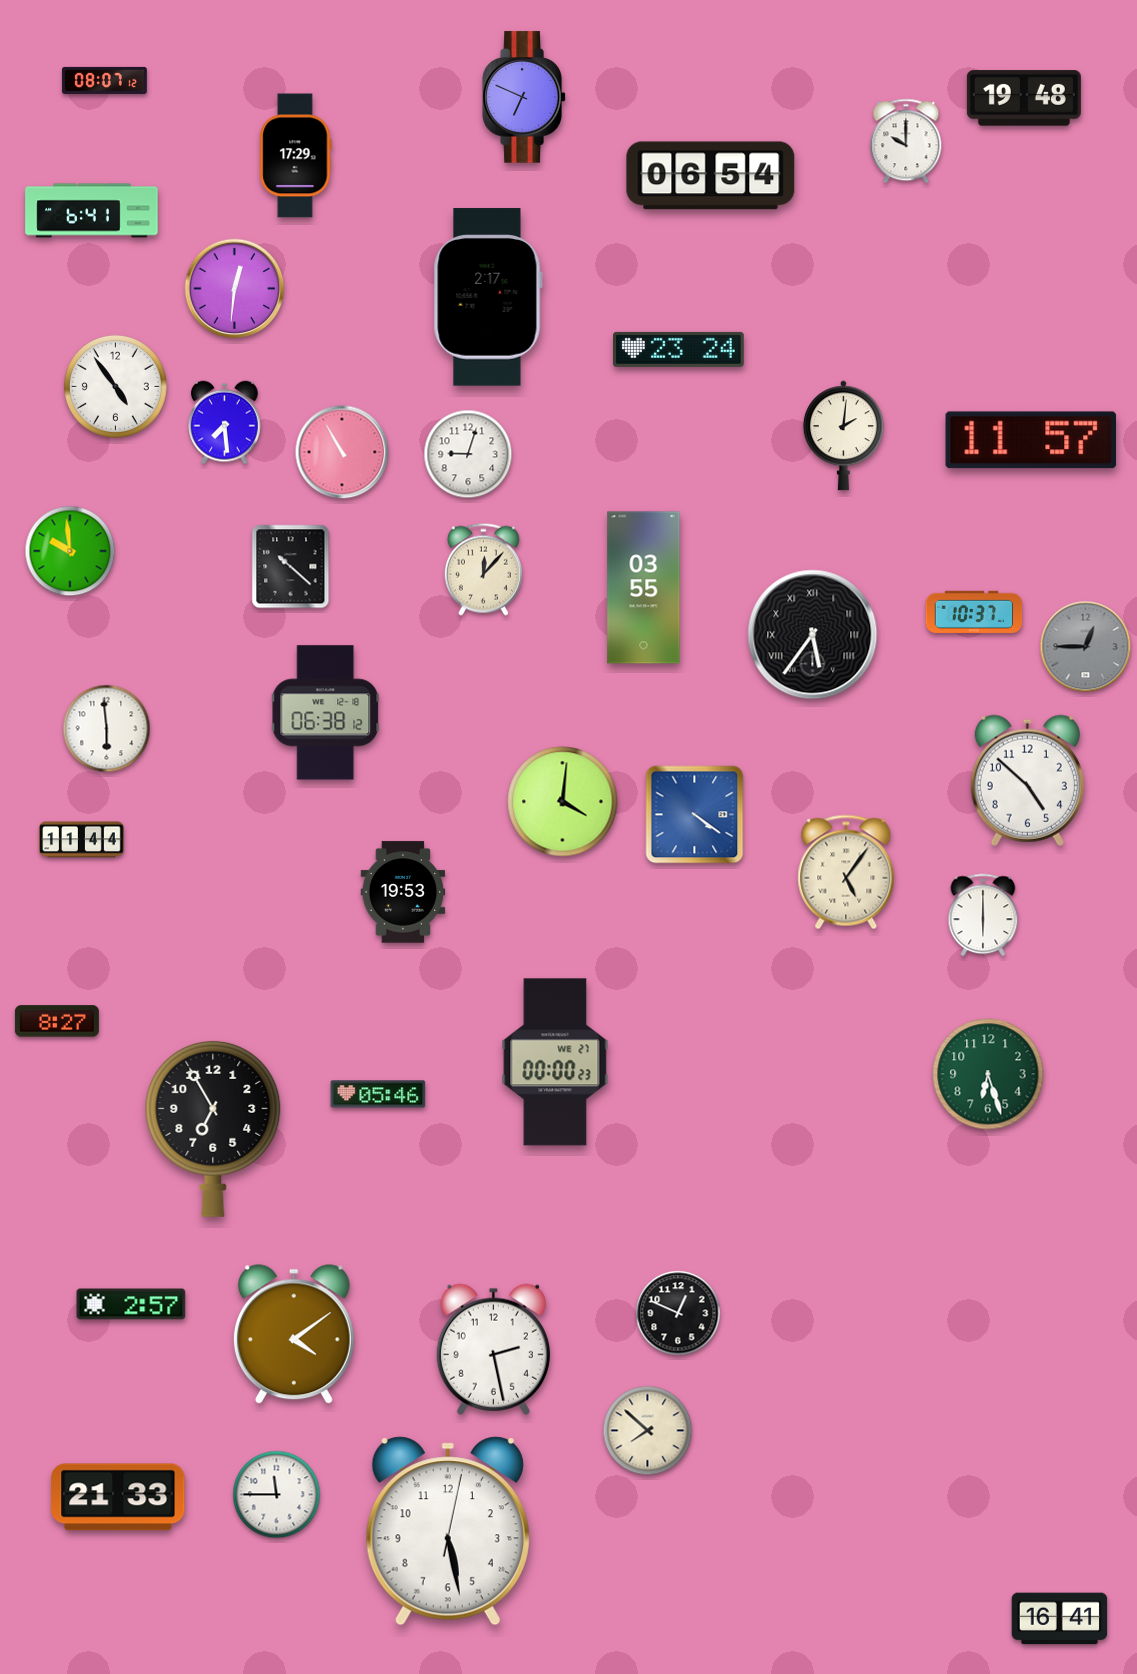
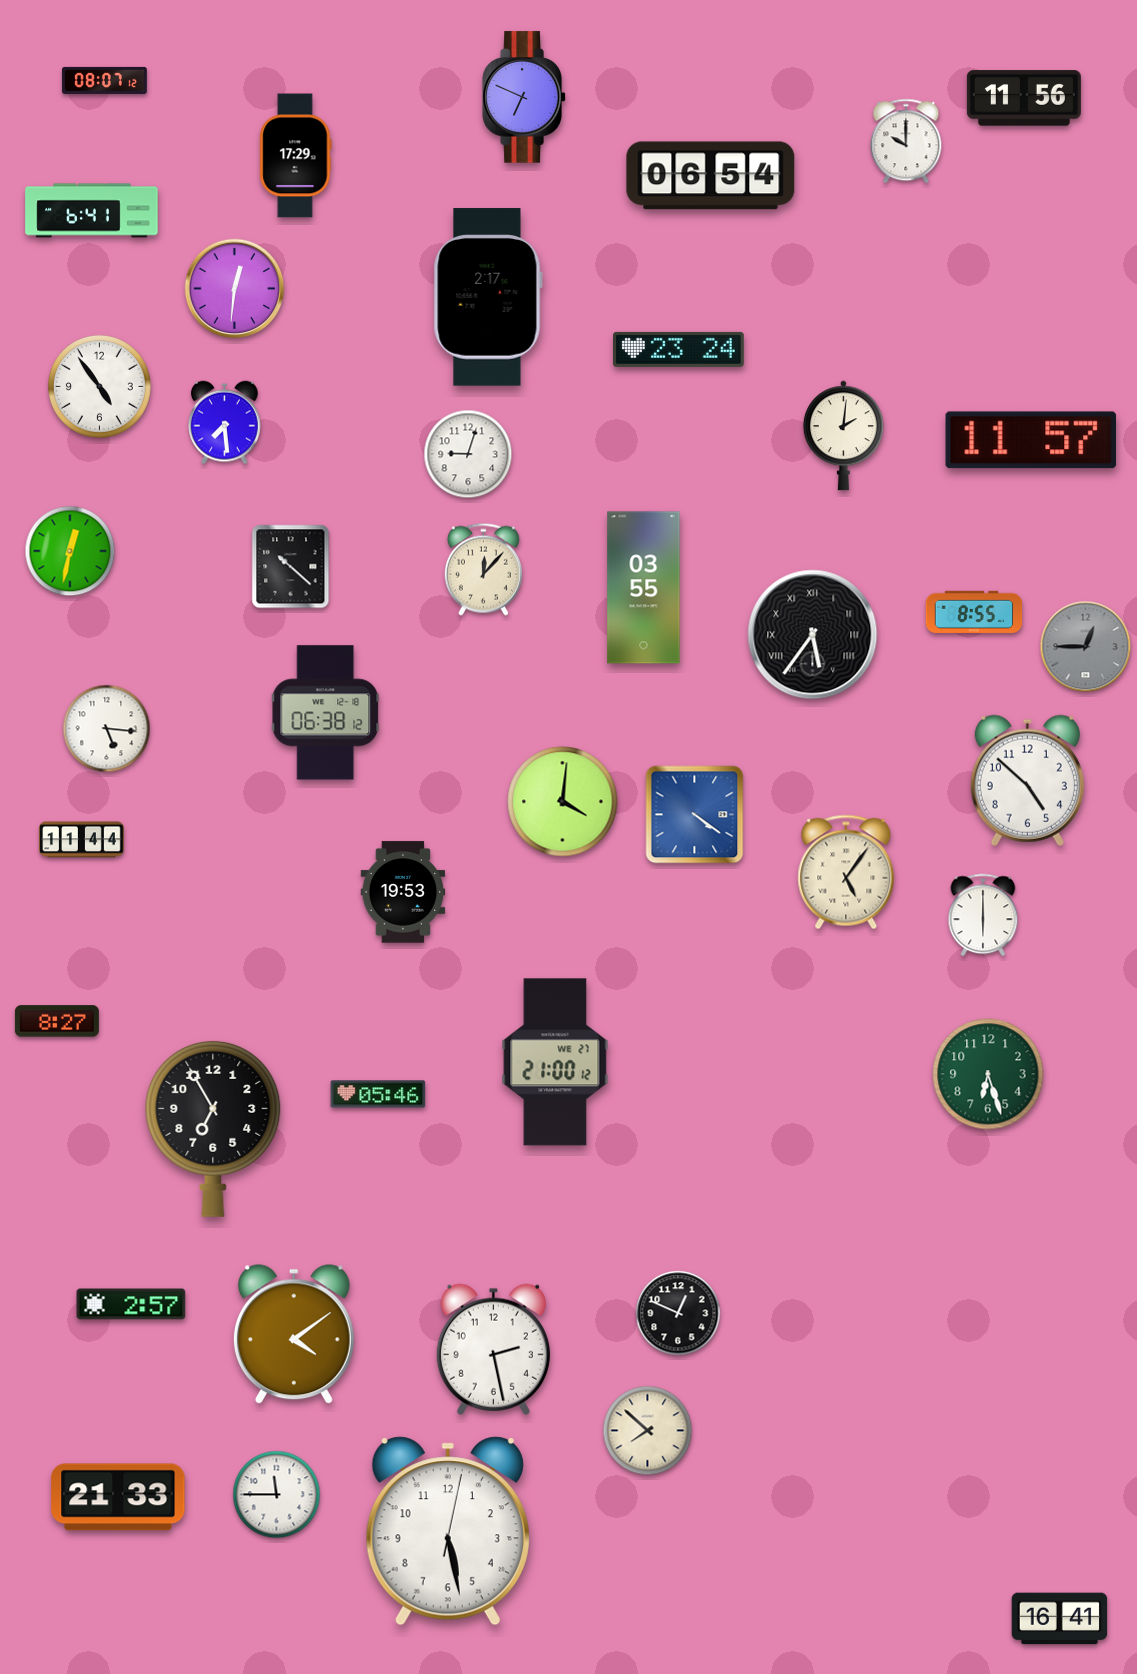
clock at (1024, 98): 19:48 -> 11:56
clock at (115, 386) position: (115, 386) -> (99, 386)
clock at (342, 452): 10:55 -> none
clock at (70, 551): 9:59 -> 12:32
clock at (974, 612): 10:37 -> 8:55
clock at (107, 729): 5:59 -> 5:16
clock at (555, 1062): 00:00 -> 21:00
